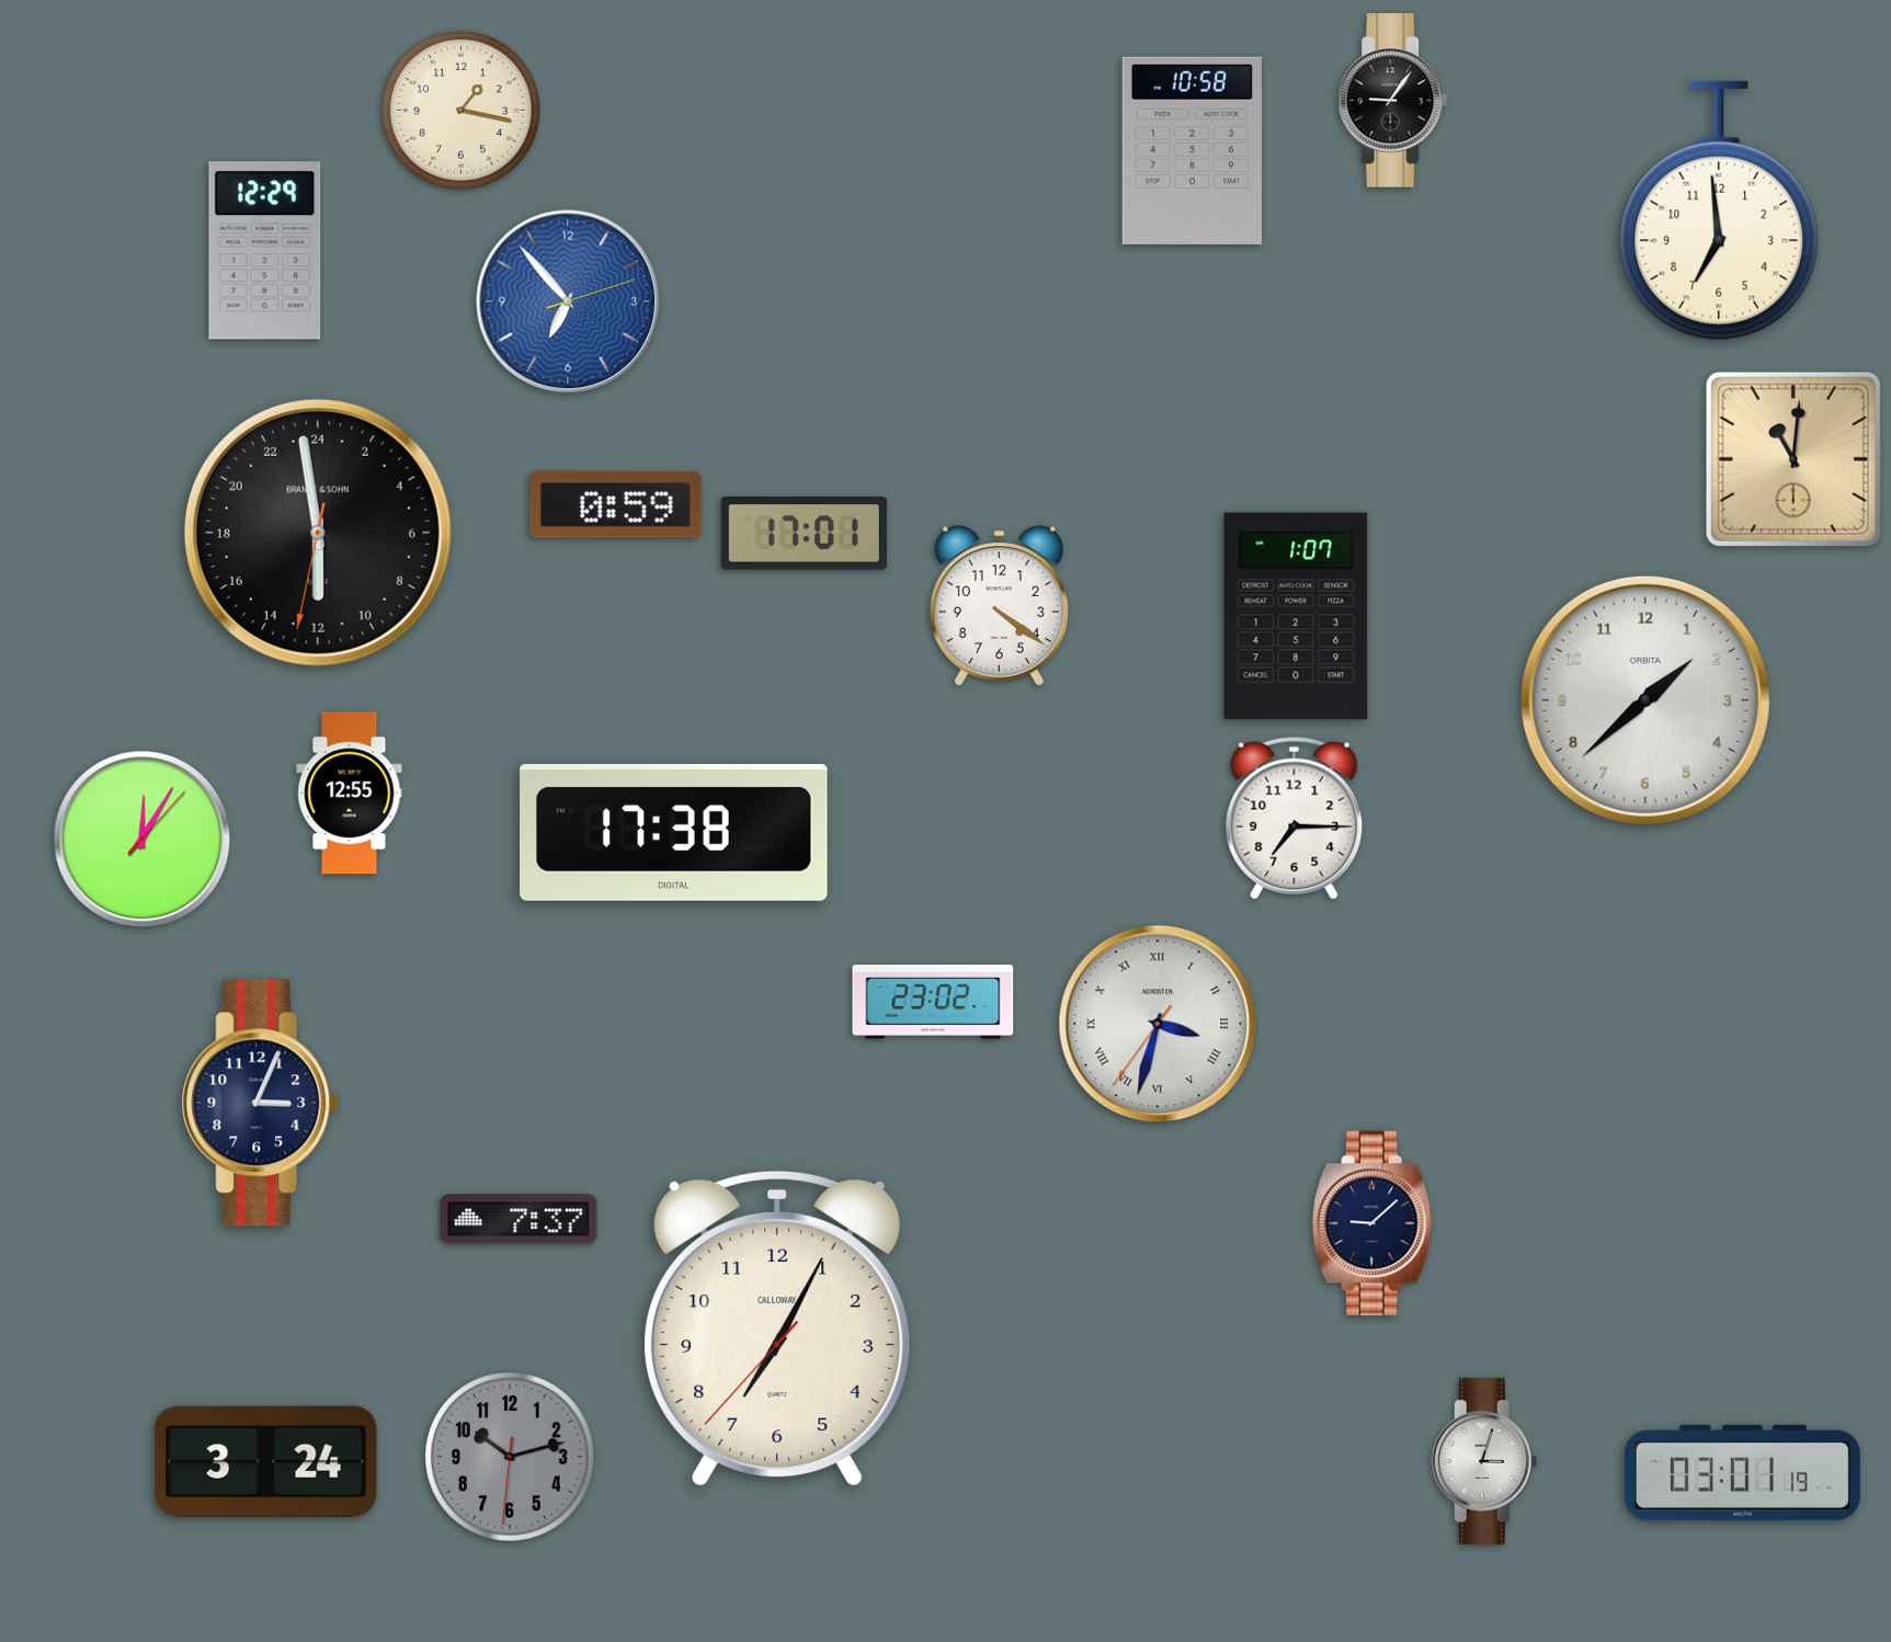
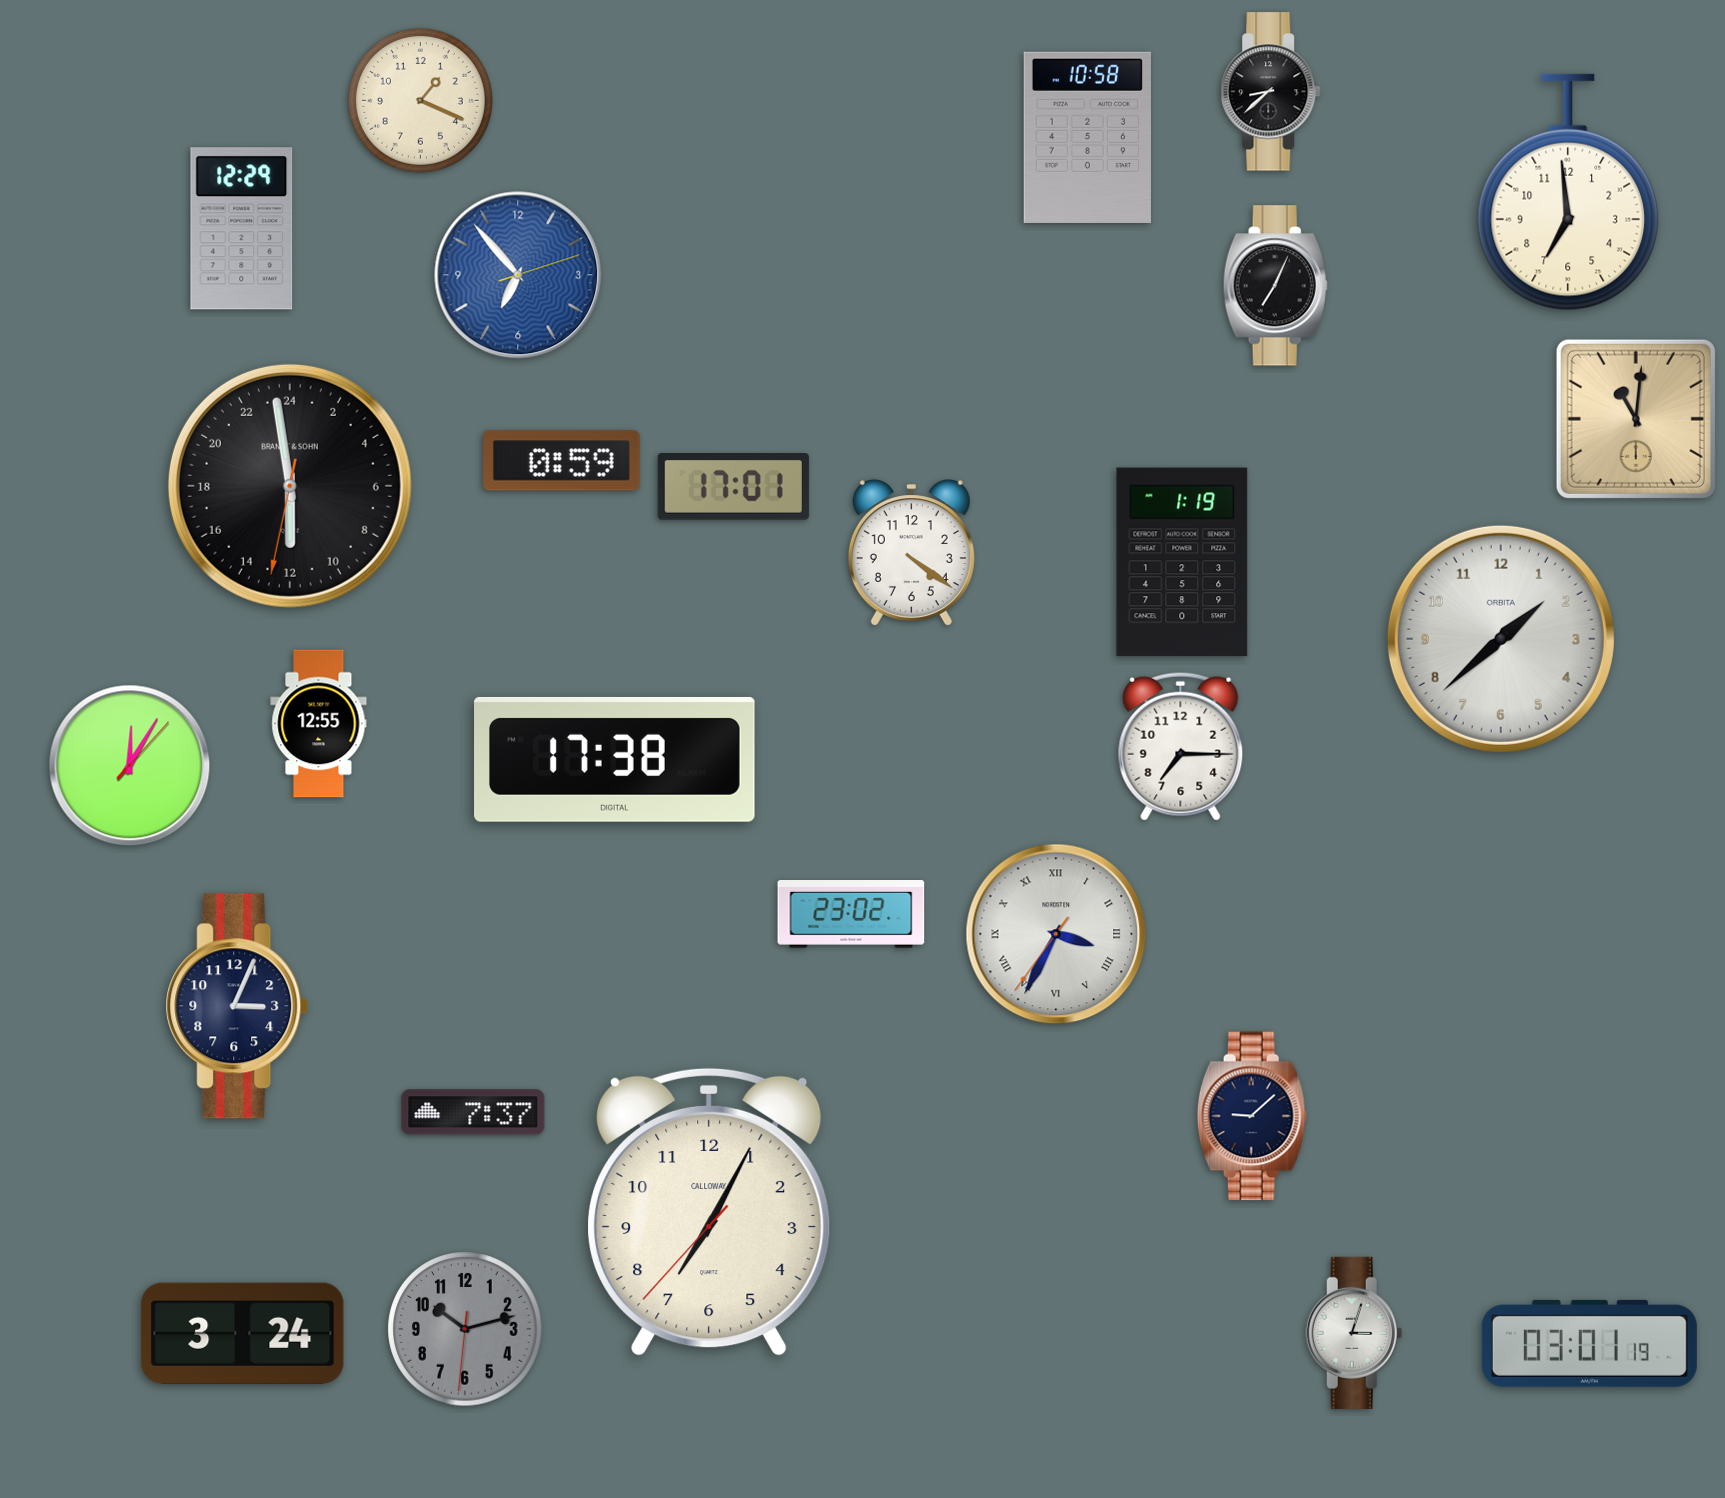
clock at (1393, 101): 9:06 -> 8:38
clock at (460, 110): 1:17 -> 1:19
clock at (1275, 286): none -> 7:04
clock at (1296, 616): 1:07 -> 1:19
clock at (1158, 1024): 3:32 -> 3:34
